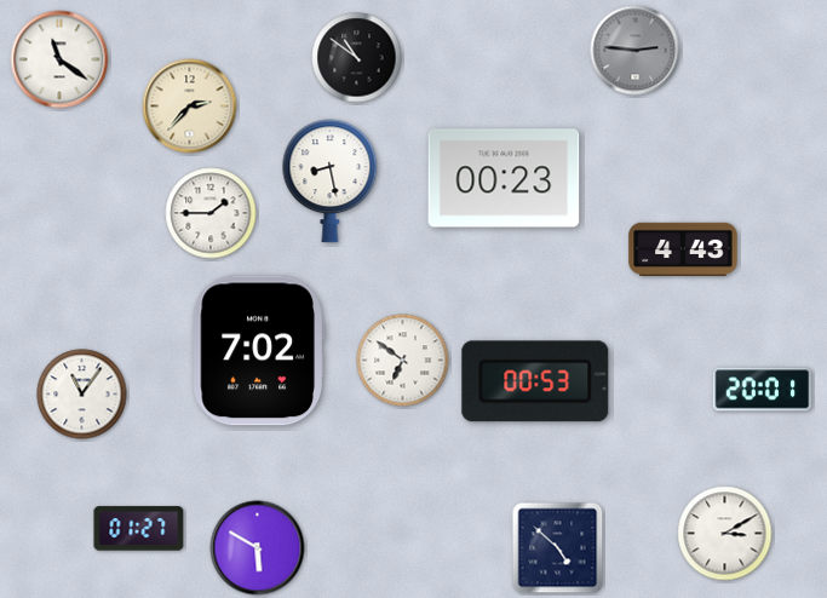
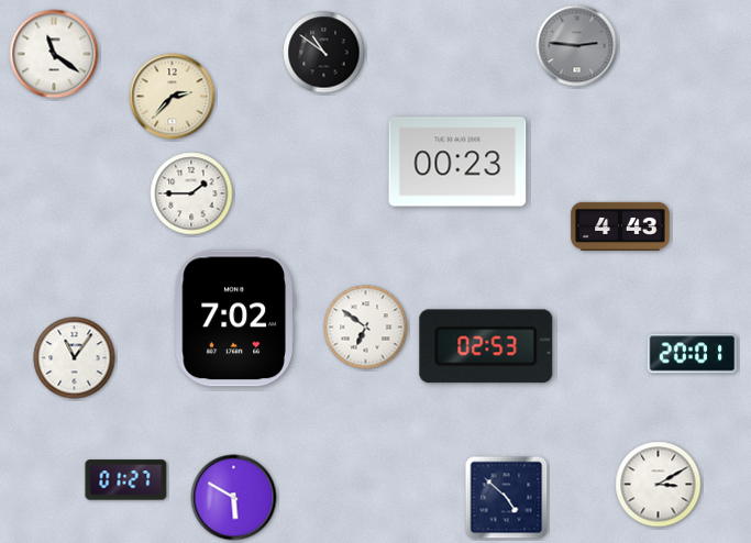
clock at (331, 182): 8:28 -> none
clock at (535, 381): 00:53 -> 02:53
